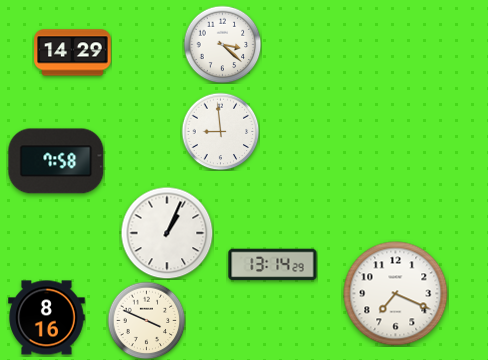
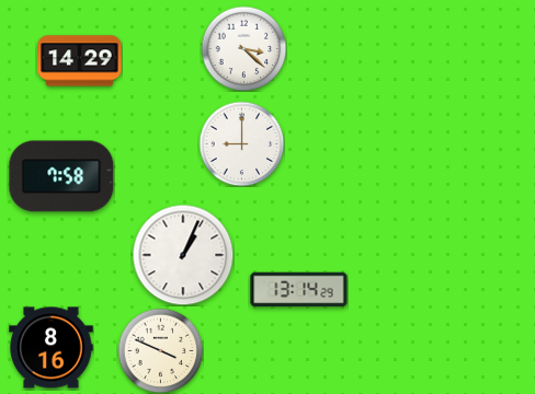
clock at (73, 53) position: (73, 53) -> (80, 61)
clock at (220, 131): 8:59 -> 9:00
clock at (396, 294): 7:19 -> none
